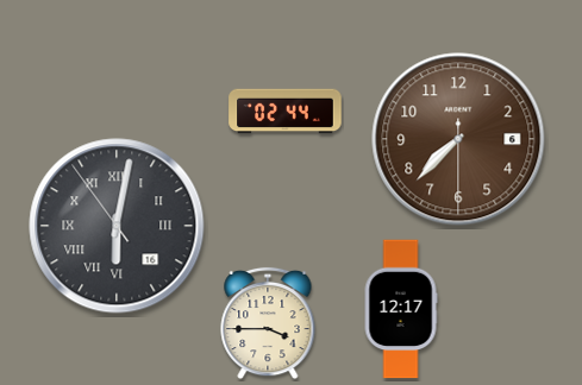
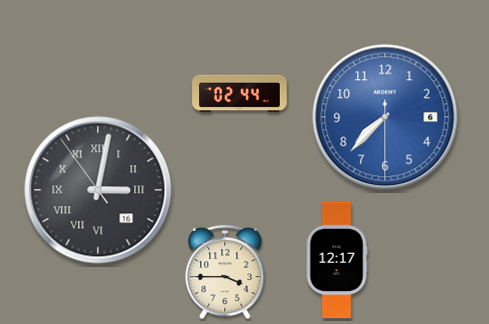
clock at (458, 139) dial: brown -> blue
clock at (117, 226): 6:01 -> 3:01
